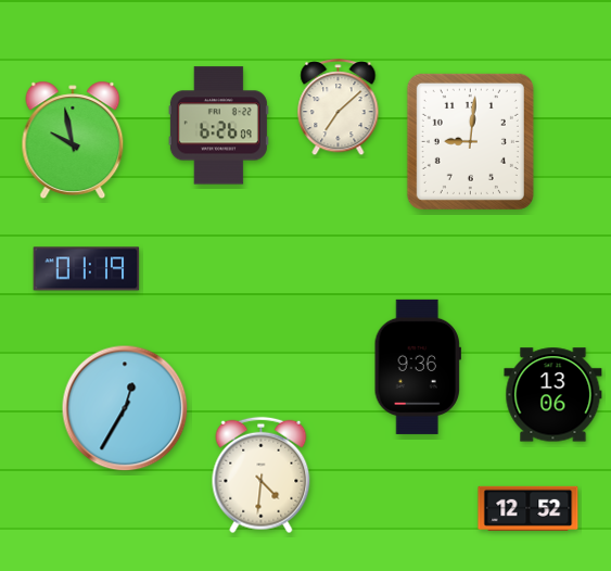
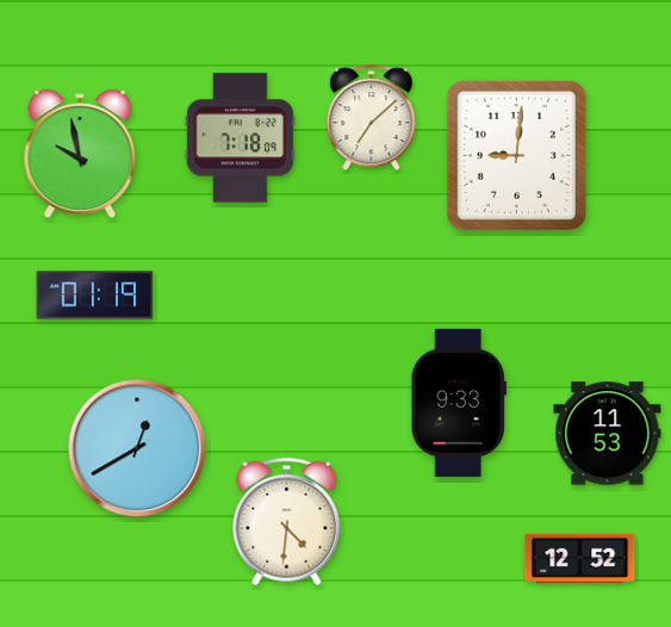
clock at (218, 126): 6:26 -> 7:18
clock at (418, 367): 9:36 -> 9:33
clock at (553, 395): 13:06 -> 11:53
clock at (125, 408): 12:35 -> 12:40
